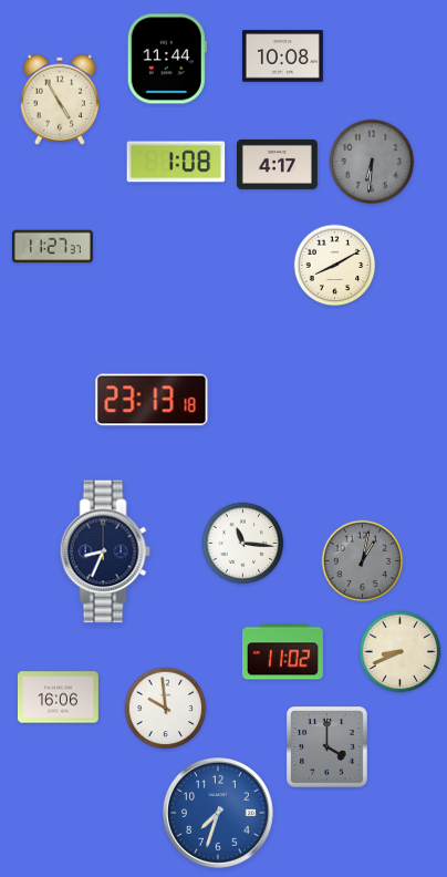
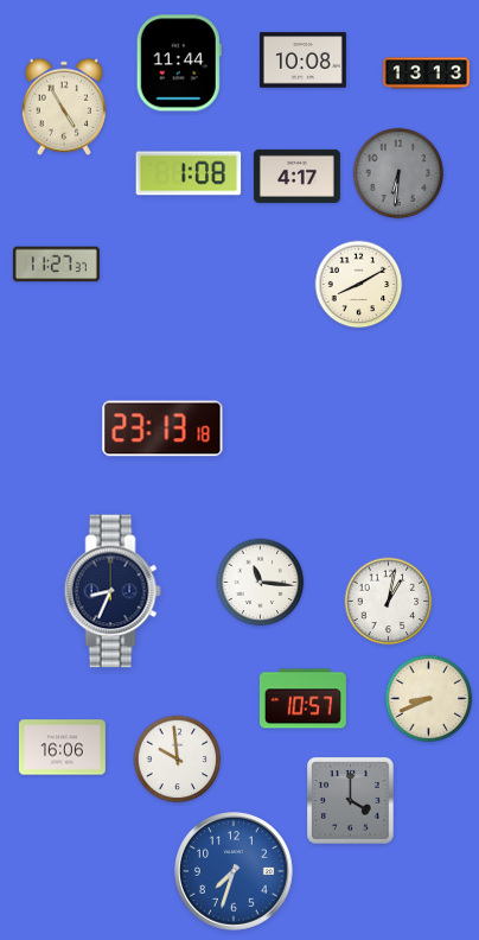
clock at (426, 74): none -> 13:13
clock at (363, 561) dial: grey -> white
clock at (282, 652): 11:02 -> 10:57
